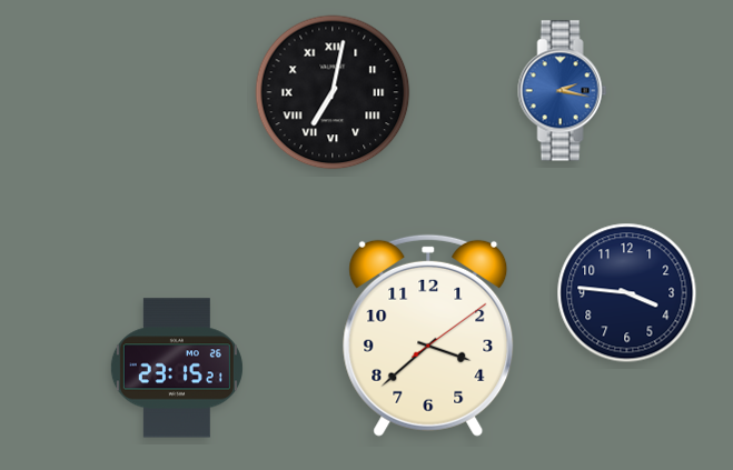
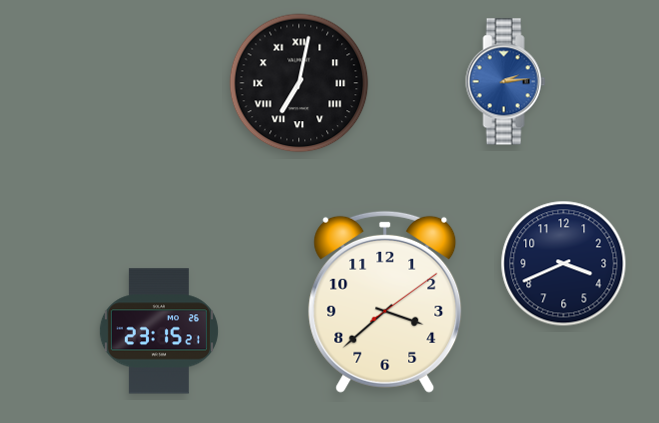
clock at (563, 91): 2:17 -> 2:14
clock at (627, 293): 3:46 -> 3:41
